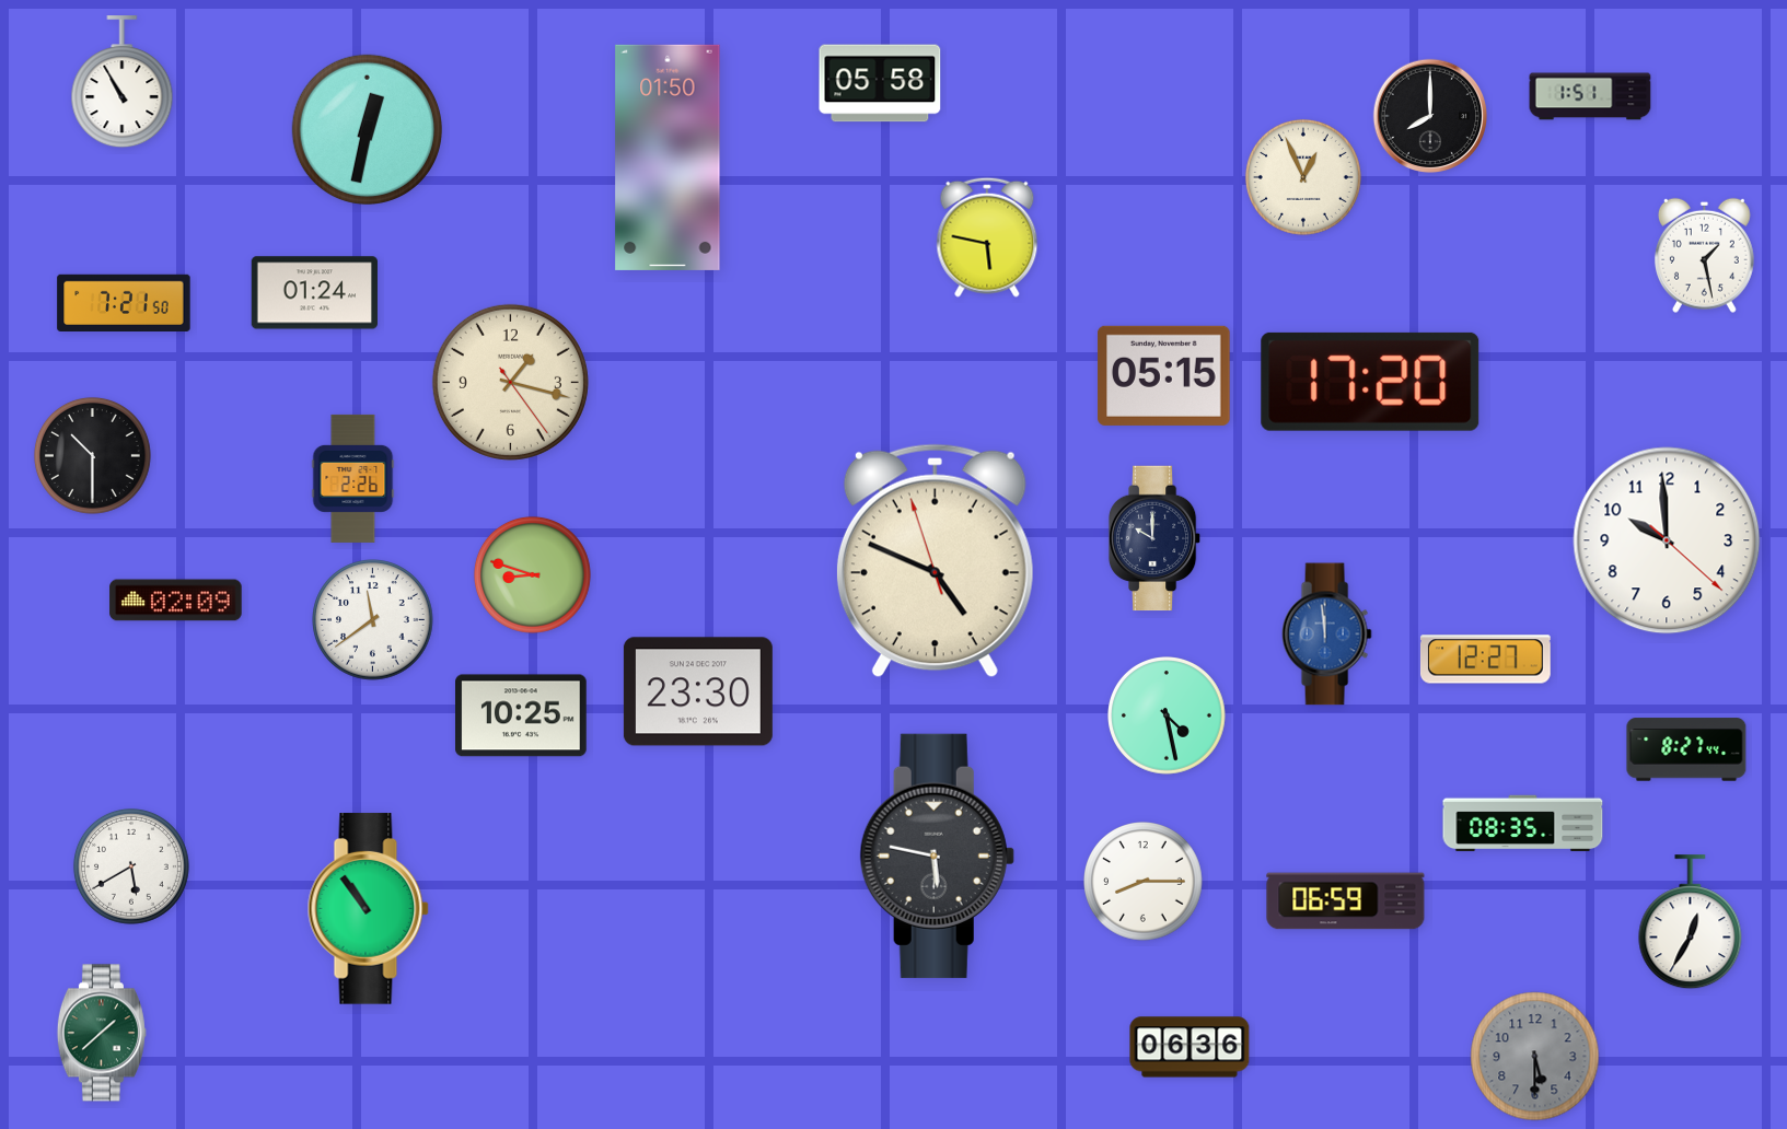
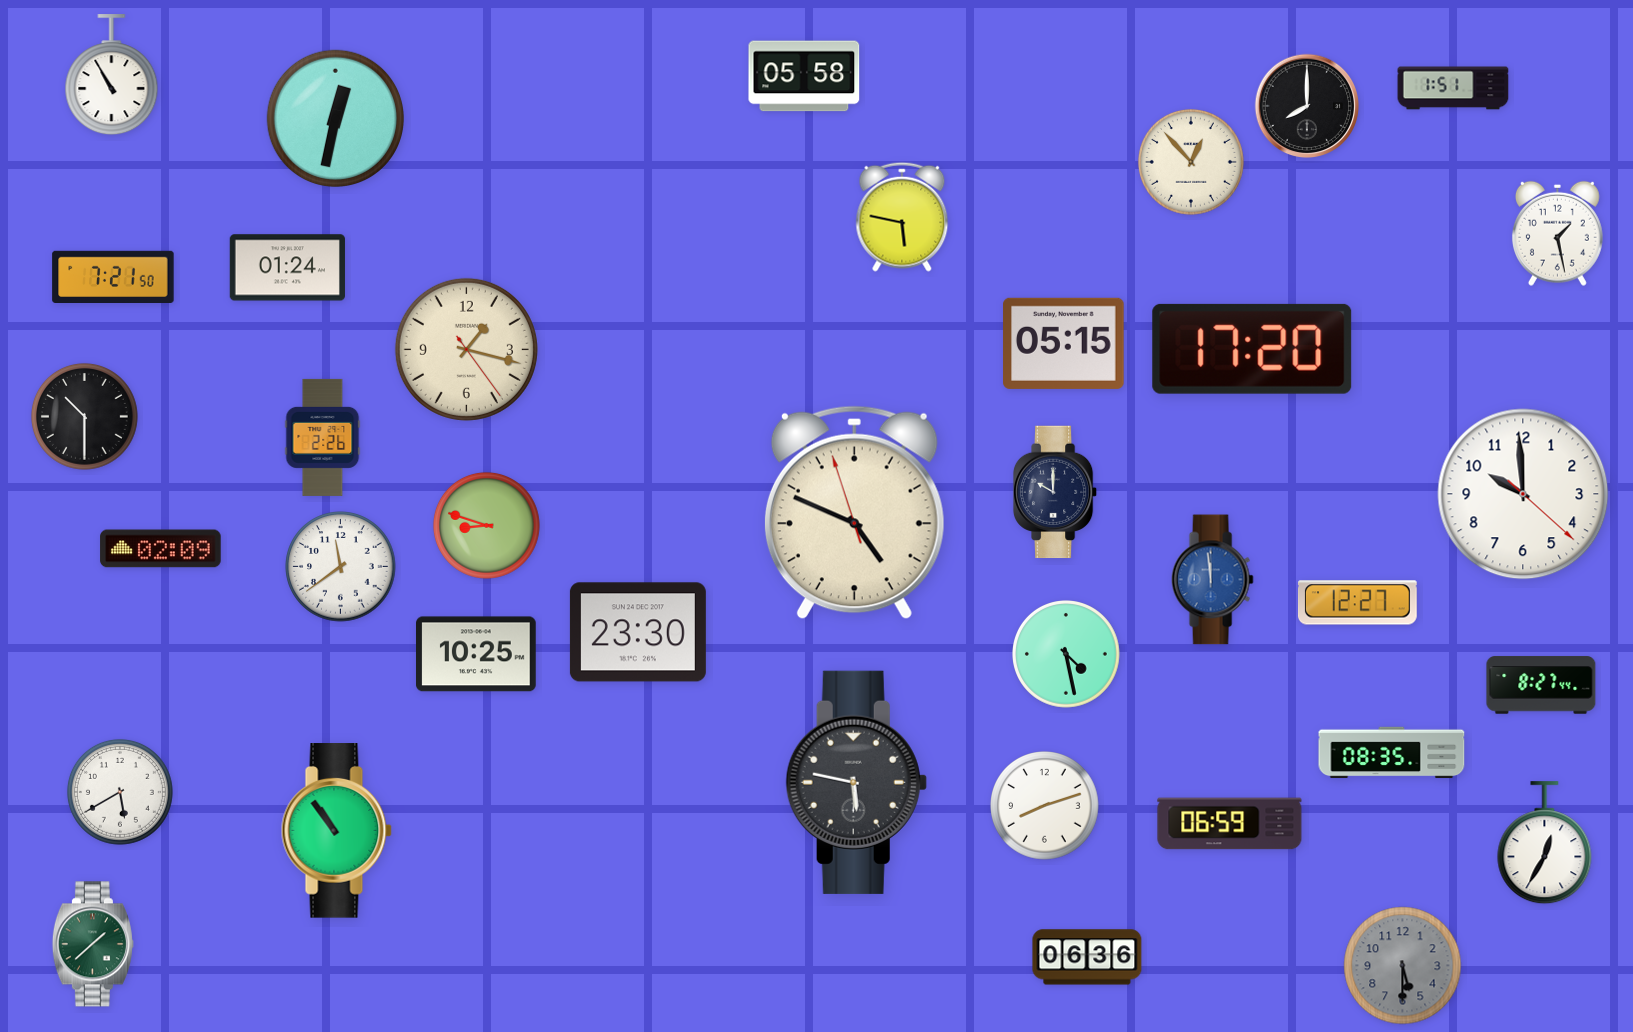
clock at (668, 158): 01:50 -> none
clock at (1303, 177): 12:56 -> 12:53
clock at (1144, 882): 8:15 -> 8:12
